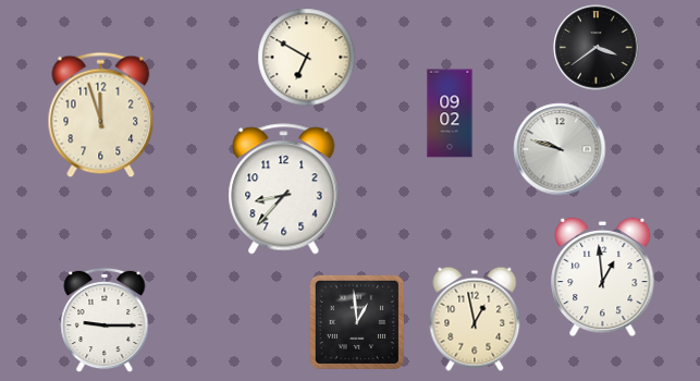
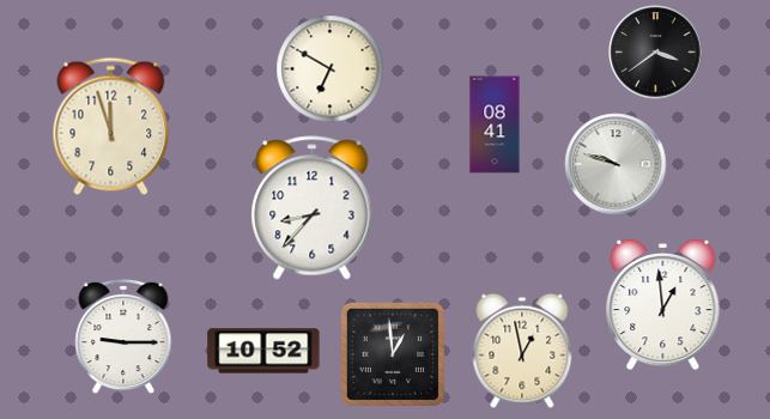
clock at (307, 58) position: (307, 58) -> (331, 69)
clock at (450, 113): 09:02 -> 08:41
clock at (263, 351): none -> 10:52
clock at (105, 320) position: (105, 320) -> (123, 336)
